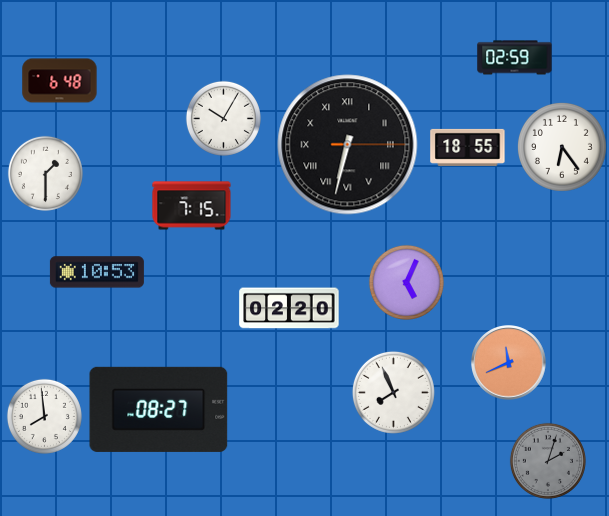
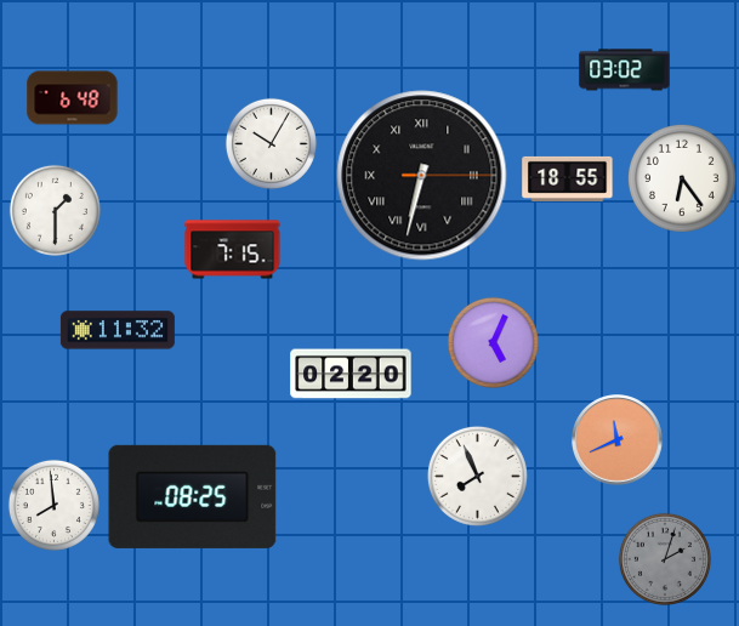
clock at (515, 58): 02:59 -> 03:02
clock at (97, 272): 10:53 -> 11:32
clock at (159, 409): 08:27 -> 08:25
